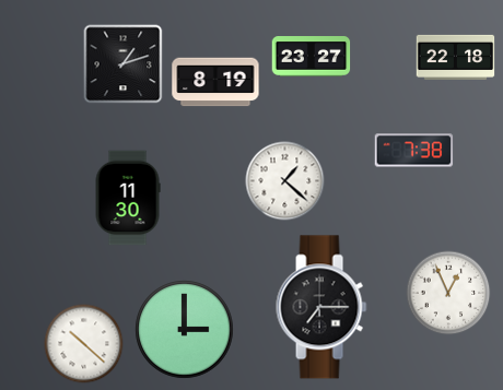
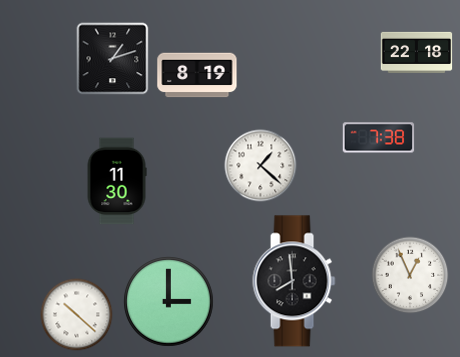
clock at (312, 57): 23:27 -> none
clock at (448, 293) position: (448, 293) -> (410, 275)
clock at (321, 307): 7:15 -> 7:59
